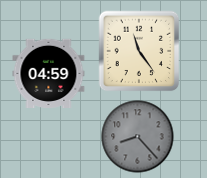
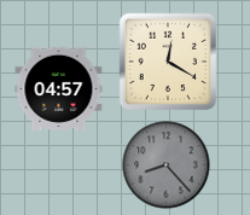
clock at (139, 51): 11:24 -> 12:20
clock at (49, 73): 04:59 -> 04:57
